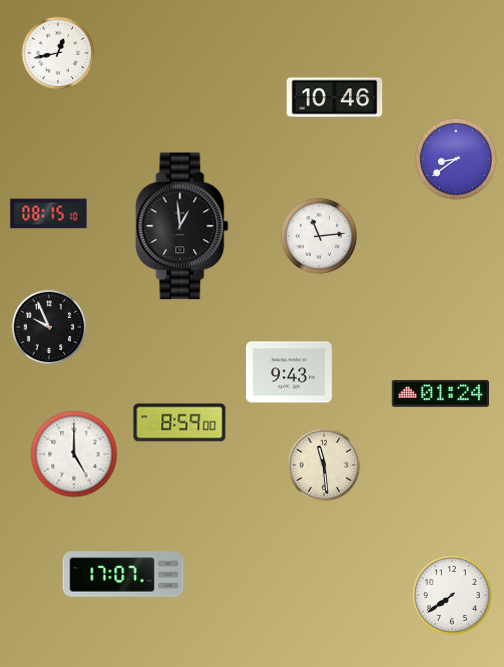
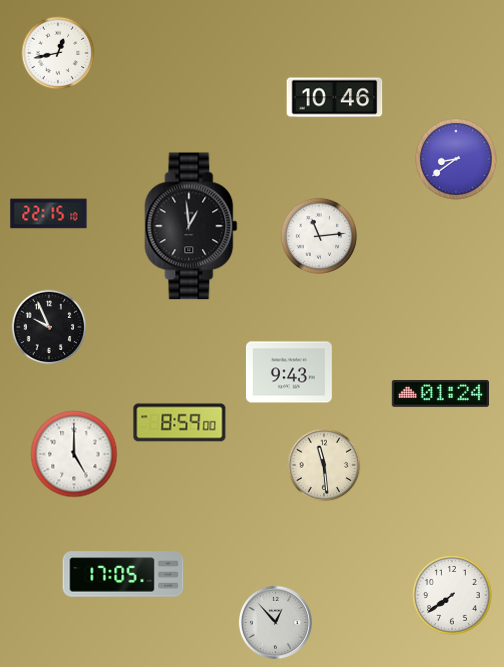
clock at (49, 214): 08:15 -> 22:15
clock at (182, 226) position: (182, 226) -> (191, 226)
clock at (123, 574): 17:07 -> 17:05
clock at (275, 622): none -> 12:53
